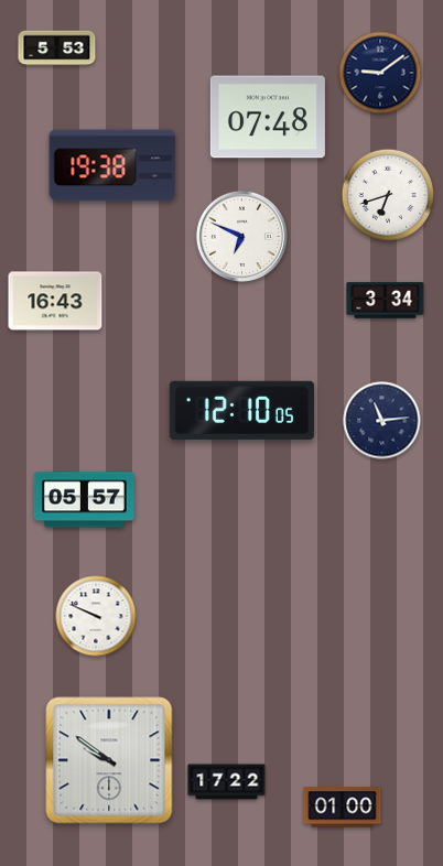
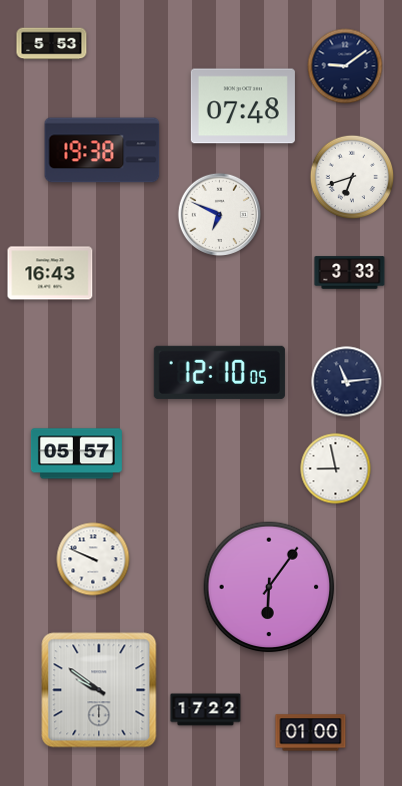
clock at (386, 301): 3:34 -> 3:33
clock at (336, 469): none -> 8:58
clock at (96, 616) position: (96, 616) -> (93, 559)
clock at (269, 587): none -> 6:06
